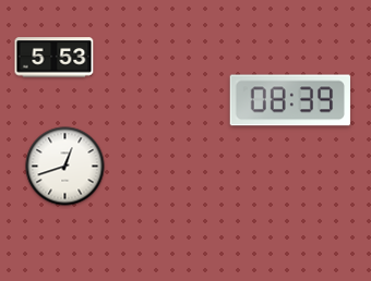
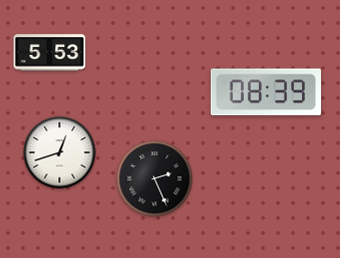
clock at (155, 179): none -> 2:26
